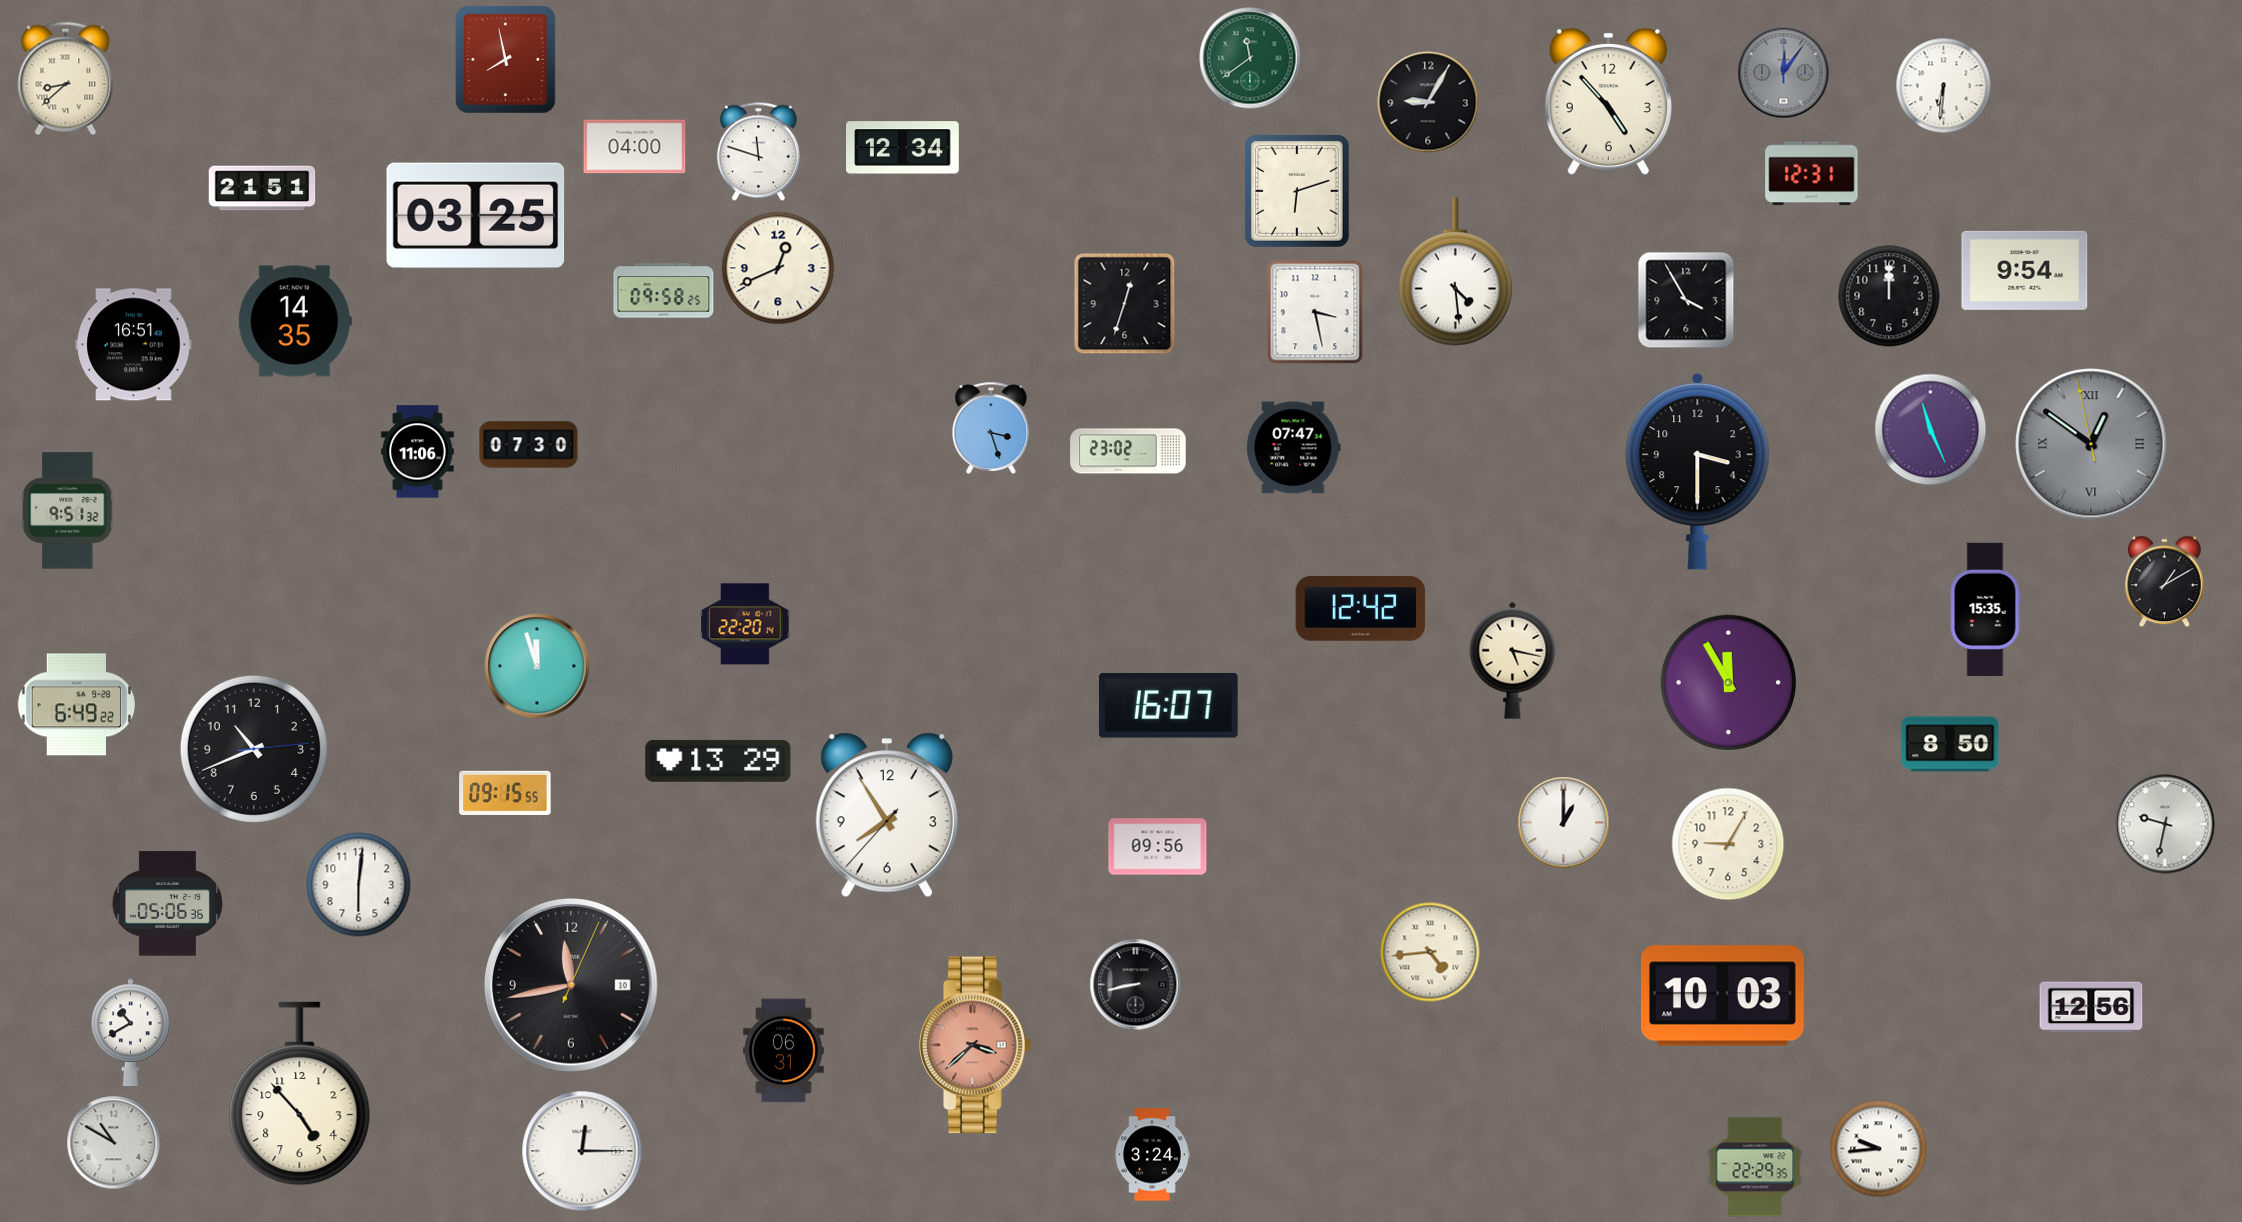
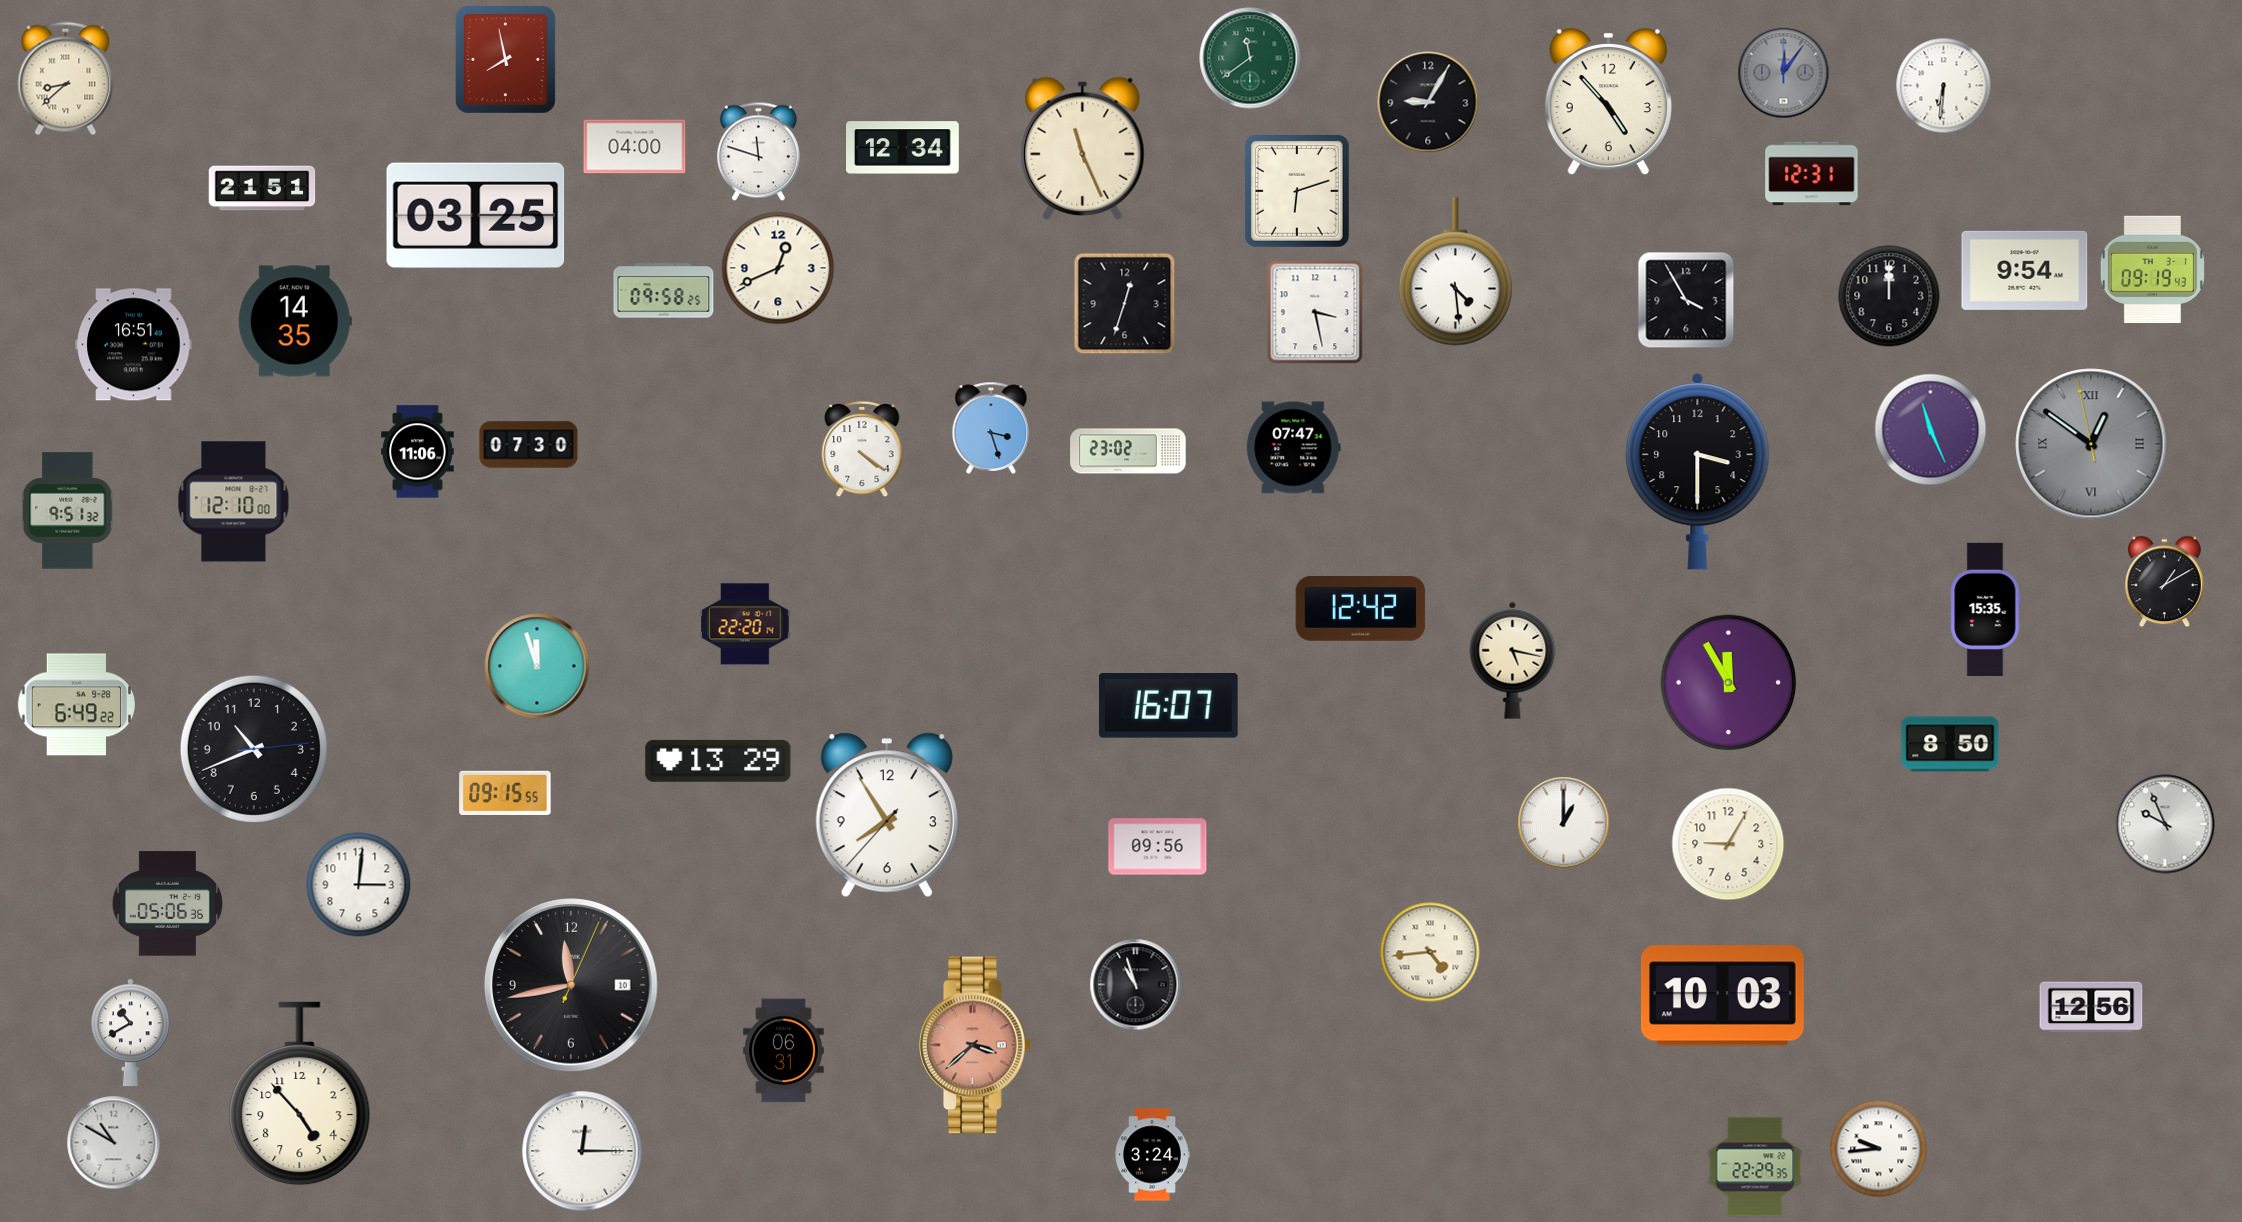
clock at (1083, 148): none -> 11:26
clock at (2152, 269): none -> 09:19
clock at (862, 449): none -> 4:21
clock at (234, 502): none -> 12:10
clock at (2165, 824): 9:32 -> 9:56
clock at (359, 885): 6:01 -> 3:01
clock at (1136, 985): 8:43 -> 10:57
